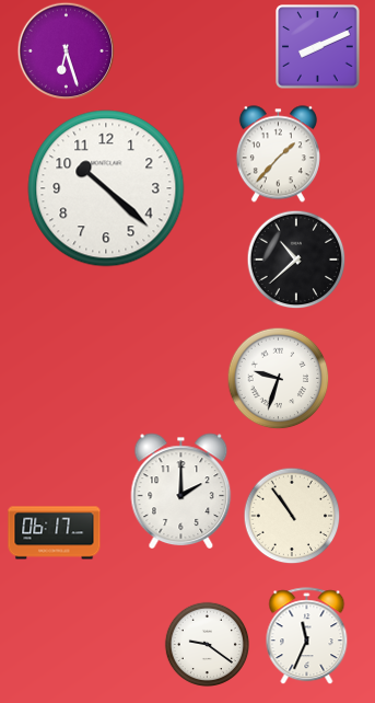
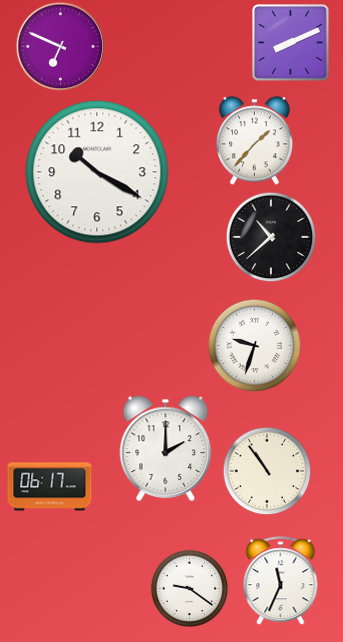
clock at (66, 50): 6:27 -> 6:49
clock at (106, 188): 10:22 -> 10:20
